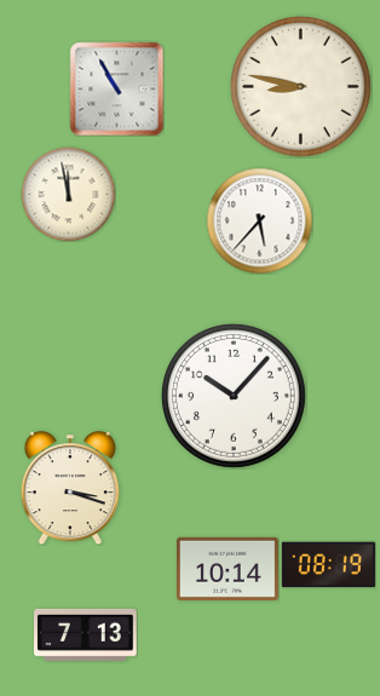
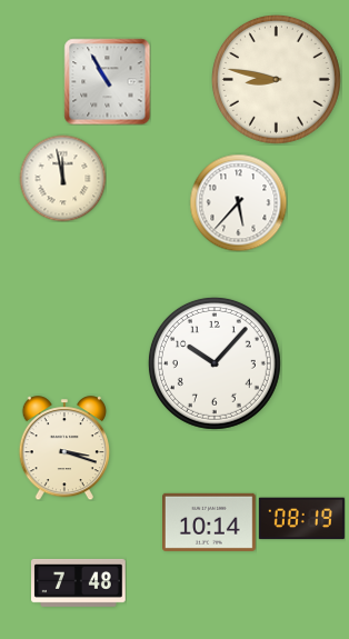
clock at (86, 634): 7:13 -> 7:48
